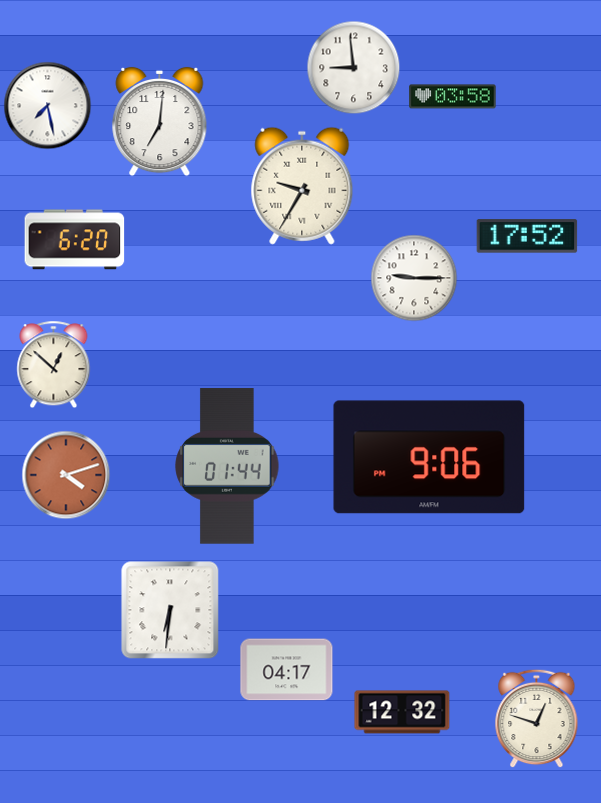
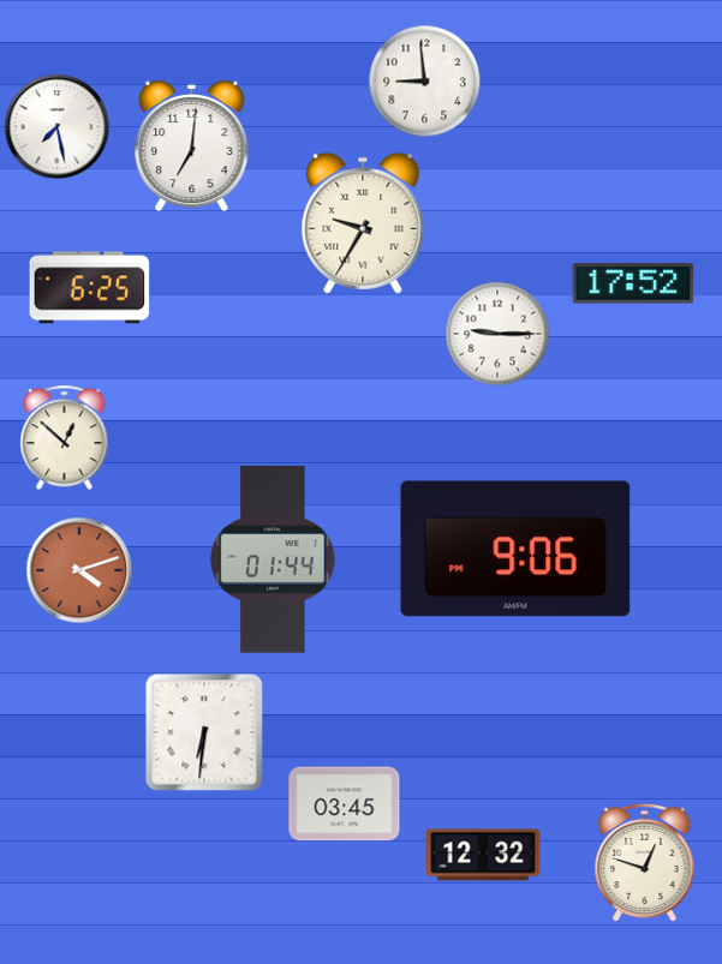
clock at (453, 97): 03:58 -> none
clock at (75, 240): 6:20 -> 6:25
clock at (287, 670): 04:17 -> 03:45
